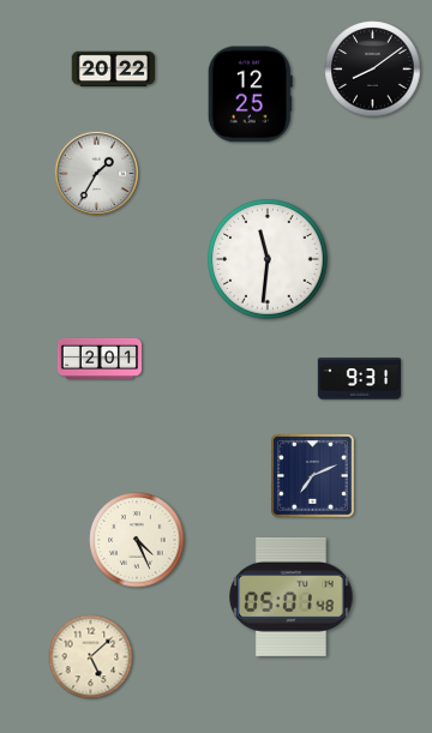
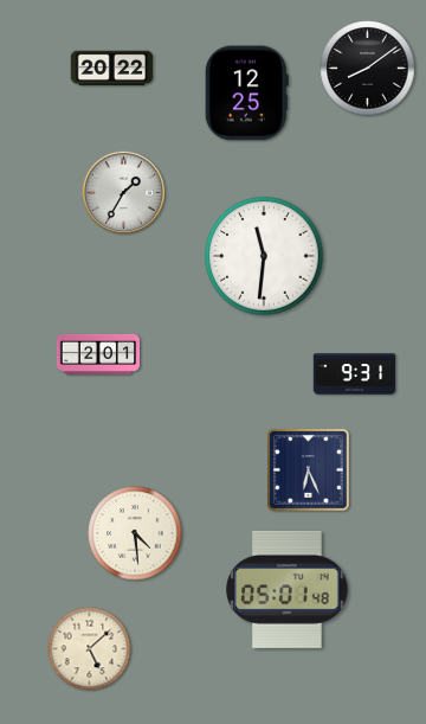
clock at (96, 173) position: (96, 173) -> (123, 192)
clock at (313, 476): 7:11 -> 6:26
clock at (137, 540): 4:26 -> 4:29
